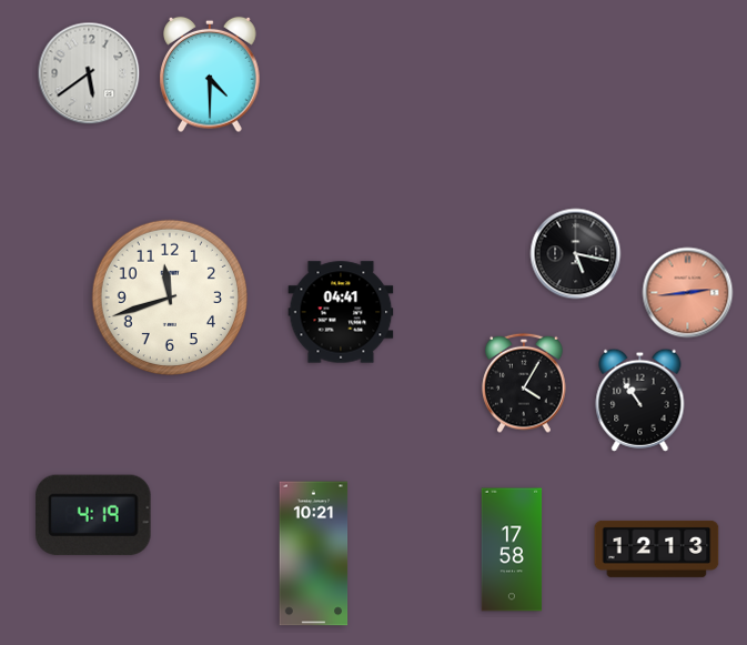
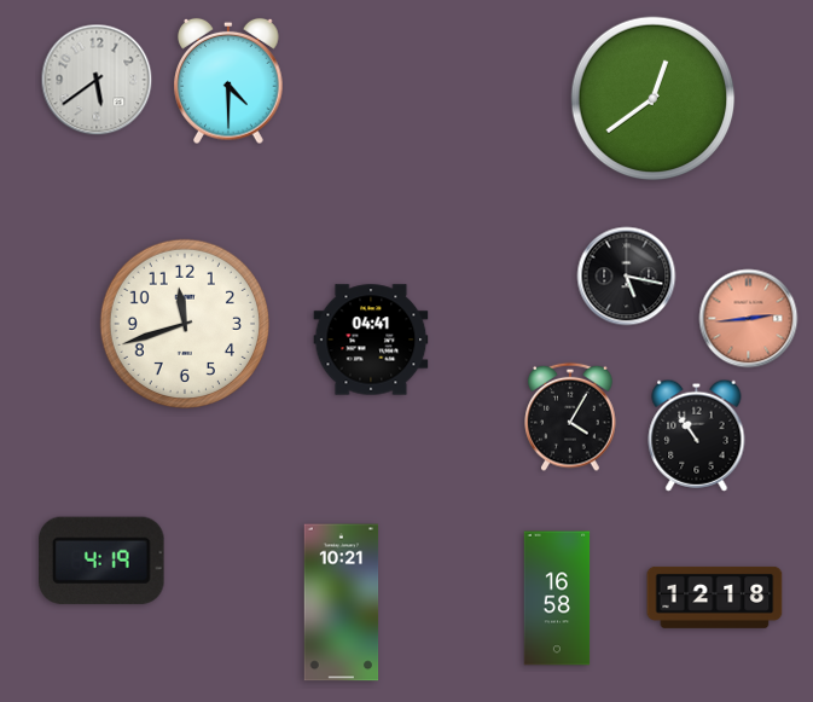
clock at (654, 99): none -> 12:39
clock at (657, 548): 12:13 -> 12:18
clock at (512, 550): 17:58 -> 16:58
